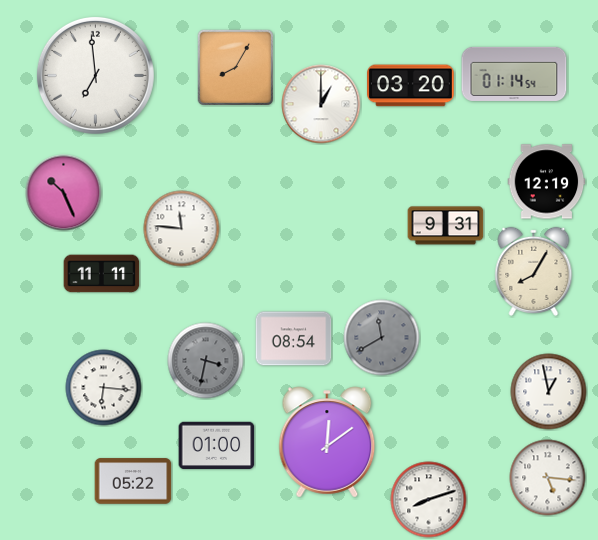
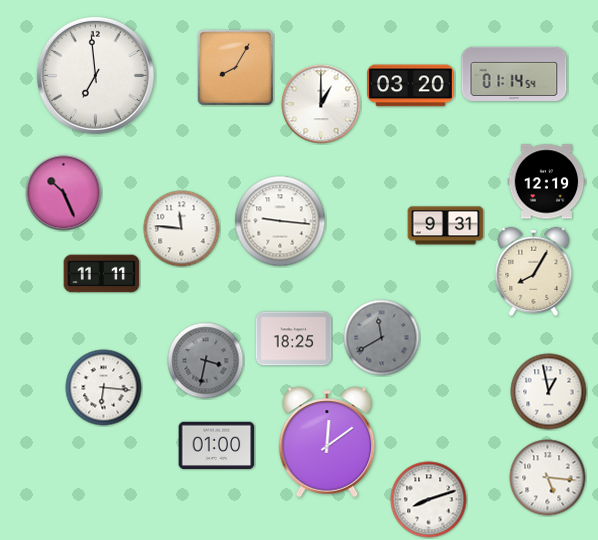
clock at (280, 221): none -> 9:16
clock at (294, 339): 08:54 -> 18:25
clock at (133, 481): 05:22 -> none
